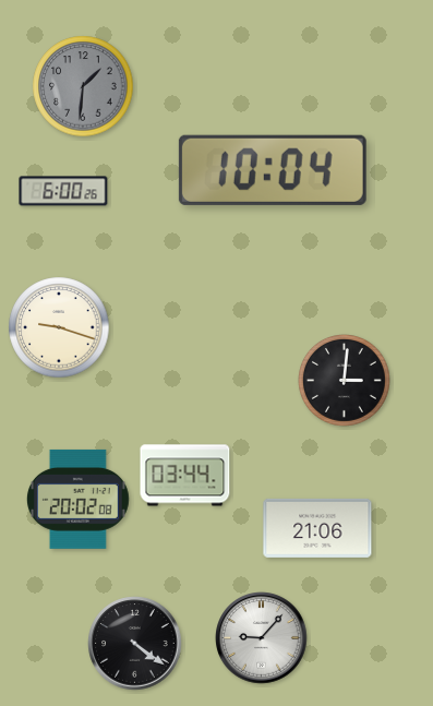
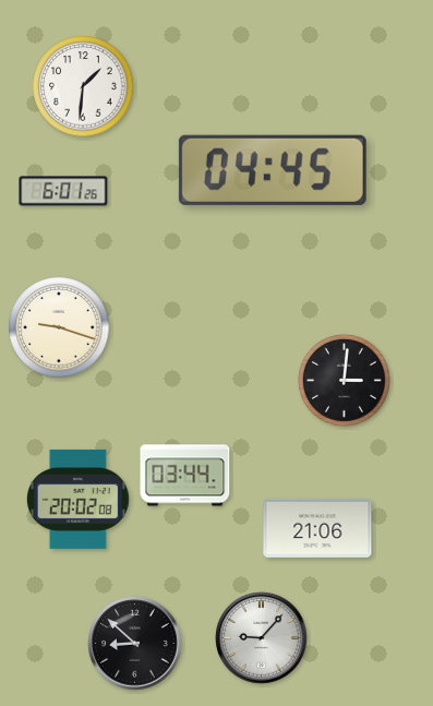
clock at (83, 86) dial: grey -> white
clock at (273, 170): 10:04 -> 04:45
clock at (63, 191): 6:00 -> 6:01
clock at (135, 644): 4:21 -> 8:52
